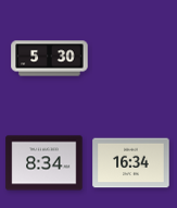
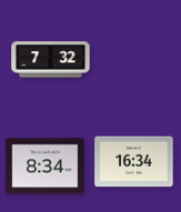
clock at (50, 59): 5:30 -> 7:32
clock at (131, 163) position: (131, 163) -> (134, 162)
